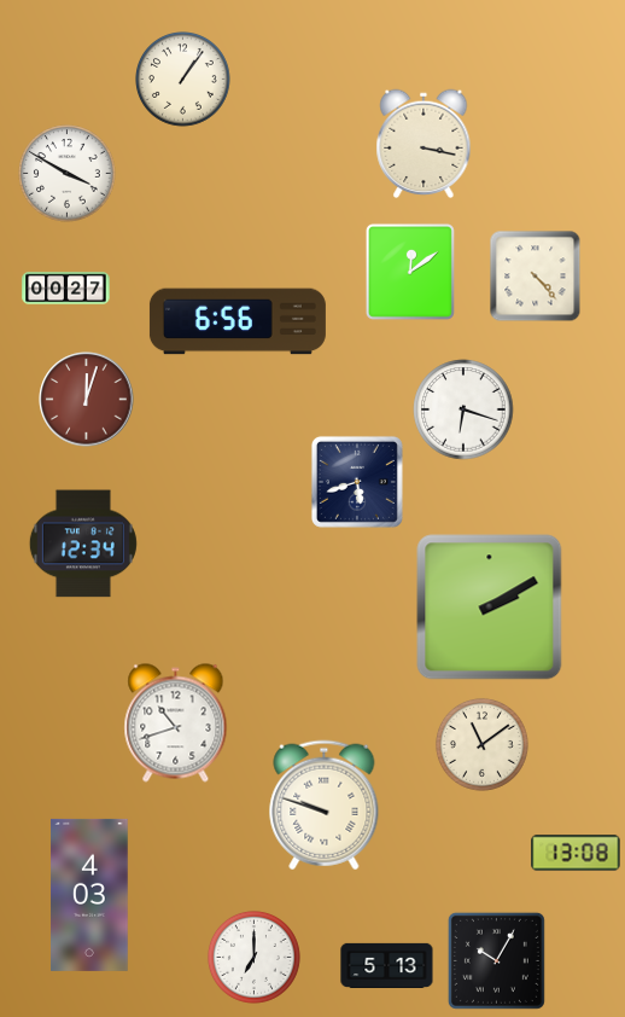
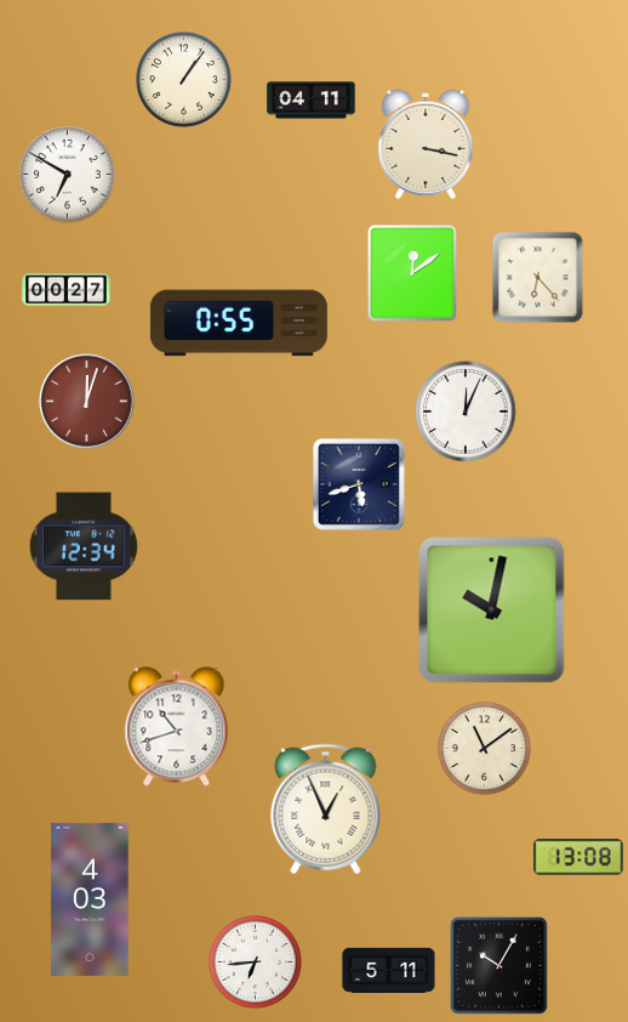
clock at (312, 101): none -> 04:11
clock at (68, 174): 3:50 -> 6:50
clock at (536, 277): 4:23 -> 6:23
clock at (238, 321): 6:56 -> 0:55
clock at (463, 409): 6:18 -> 12:04
clock at (490, 608): 2:10 -> 10:02
clock at (325, 806): 9:48 -> 12:56
clock at (253, 957): 7:00 -> 6:44
clock at (387, 965): 5:13 -> 5:11
